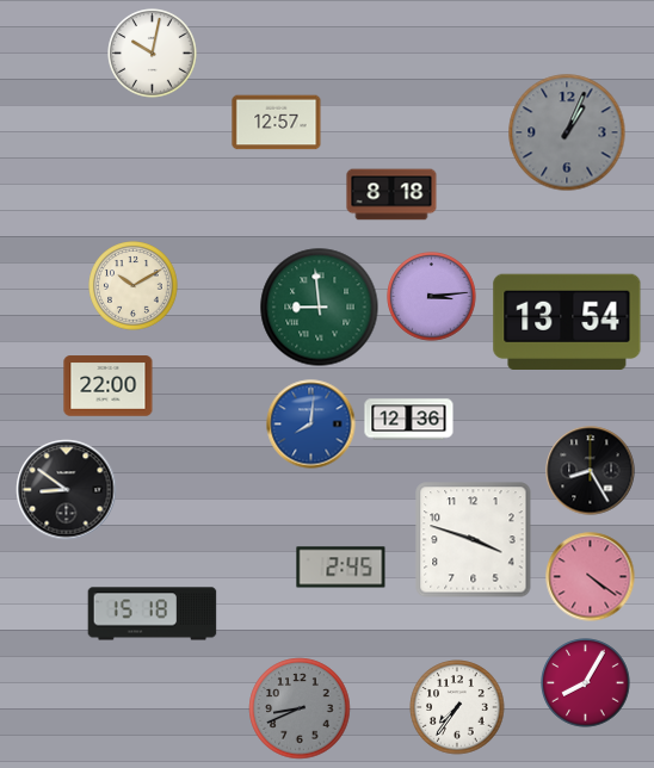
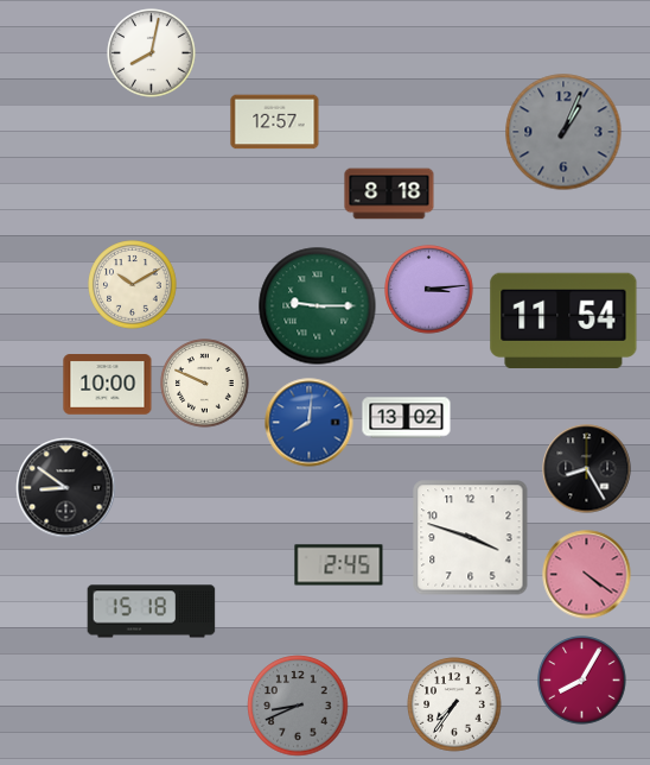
clock at (153, 54): 10:02 -> 8:02
clock at (432, 297) position: (432, 297) -> (429, 290)
clock at (320, 308): 8:59 -> 9:15
clock at (567, 321): 13:54 -> 11:54
clock at (205, 384): none -> 9:49
clock at (109, 386): 22:00 -> 10:00
clock at (409, 420): 12:36 -> 13:02
